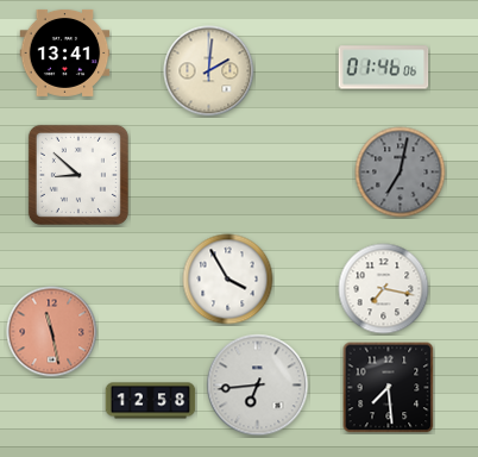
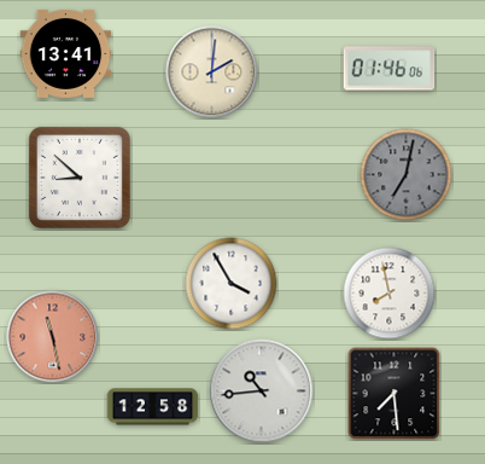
clock at (384, 289): 7:17 -> 7:58
clock at (258, 386): 6:44 -> 10:44
